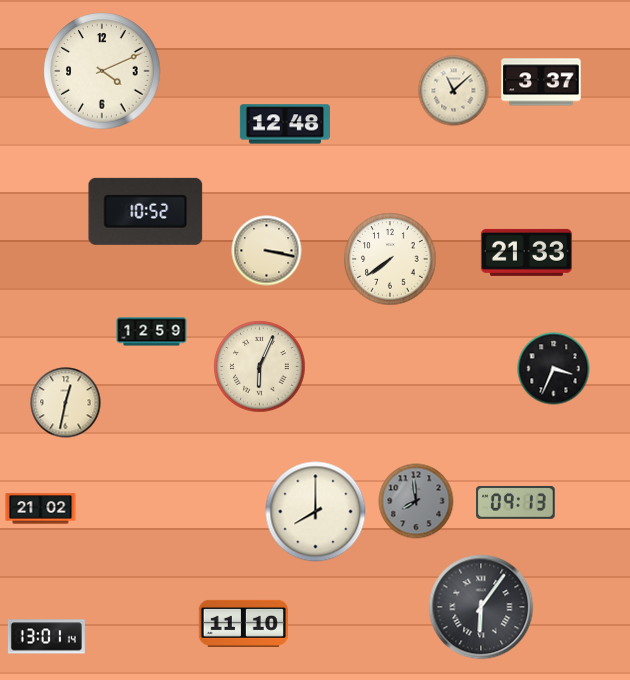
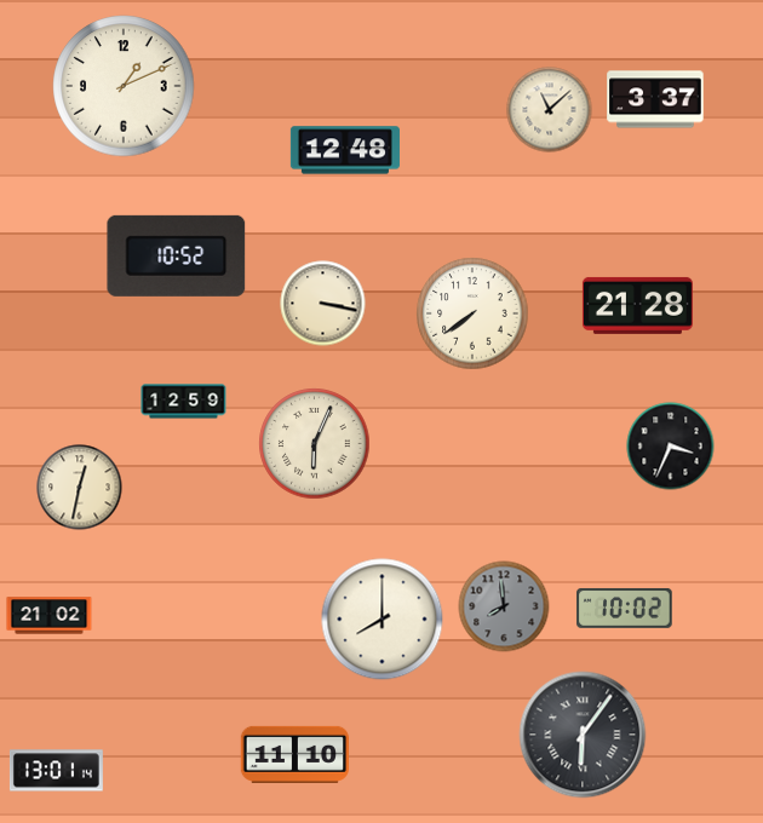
clock at (102, 71): 4:11 -> 1:11
clock at (526, 252): 21:33 -> 21:28
clock at (516, 502): 09:13 -> 10:02
